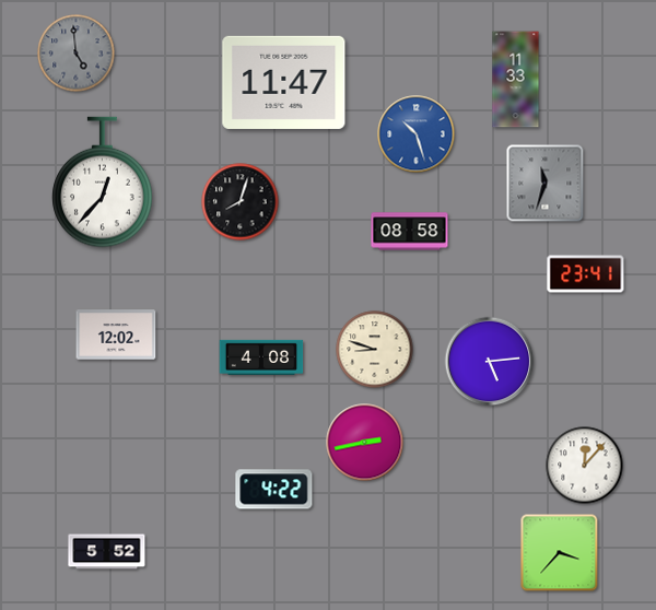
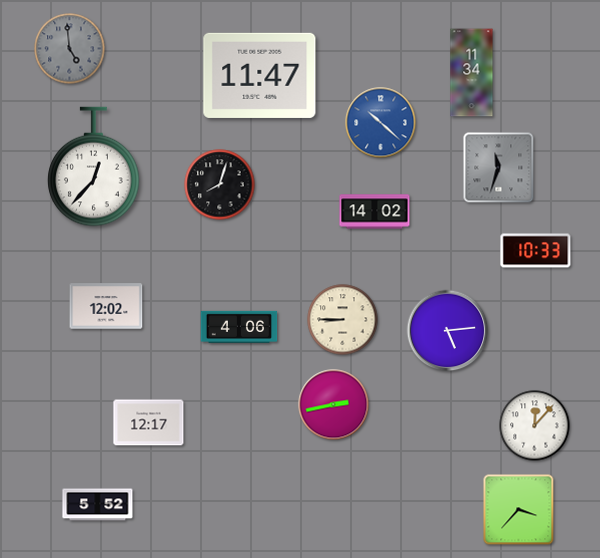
clock at (516, 80): 11:33 -> 11:34
clock at (417, 134): 10:27 -> 10:22
clock at (410, 232): 08:58 -> 14:02
clock at (586, 274): 23:41 -> 10:33
clock at (375, 350): 8:48 -> 8:45
clock at (261, 356): 4:08 -> 4:06
clock at (149, 423): none -> 12:17
clock at (274, 490): 4:22 -> none
clock at (560, 553) position: (560, 553) -> (519, 510)
